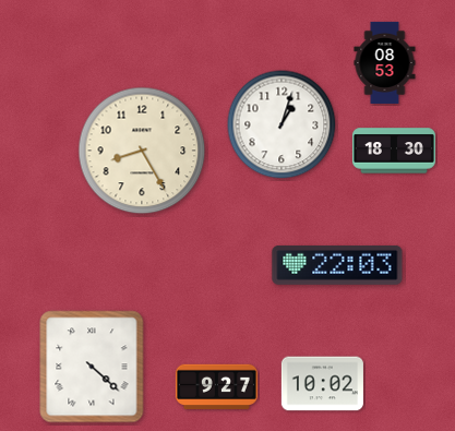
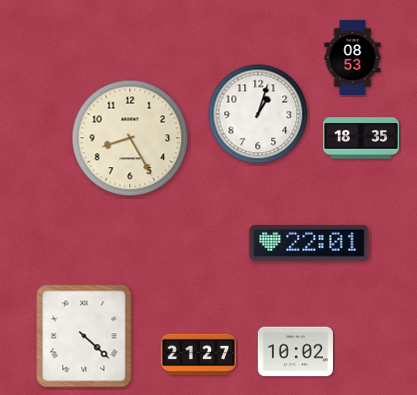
clock at (394, 151): 18:30 -> 18:35
clock at (337, 265): 22:03 -> 22:01
clock at (216, 386): 9:27 -> 21:27
